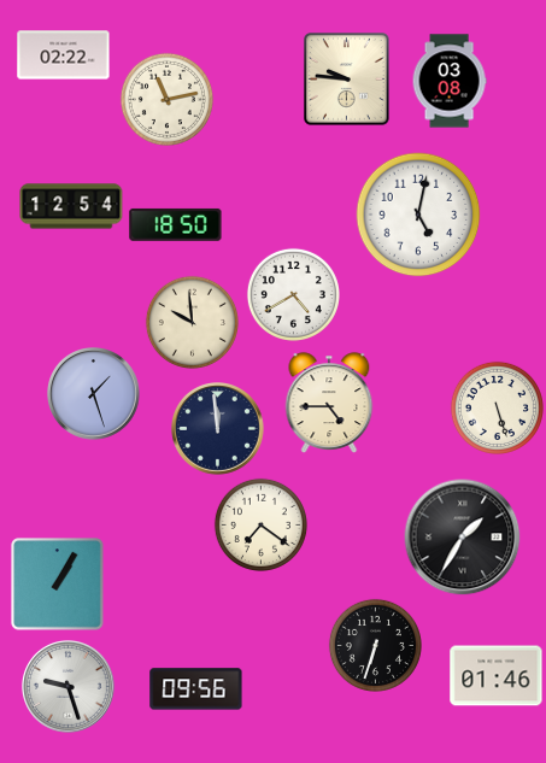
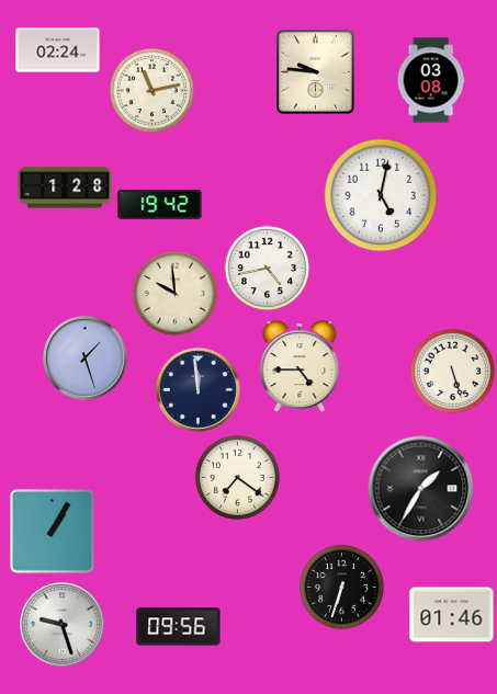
clock at (64, 55): 02:22 -> 02:24
clock at (450, 81) position: (450, 81) -> (431, 80)
clock at (71, 206): 12:54 -> 1:28
clock at (176, 224): 18:50 -> 19:42
clock at (293, 294): 4:40 -> 4:43
